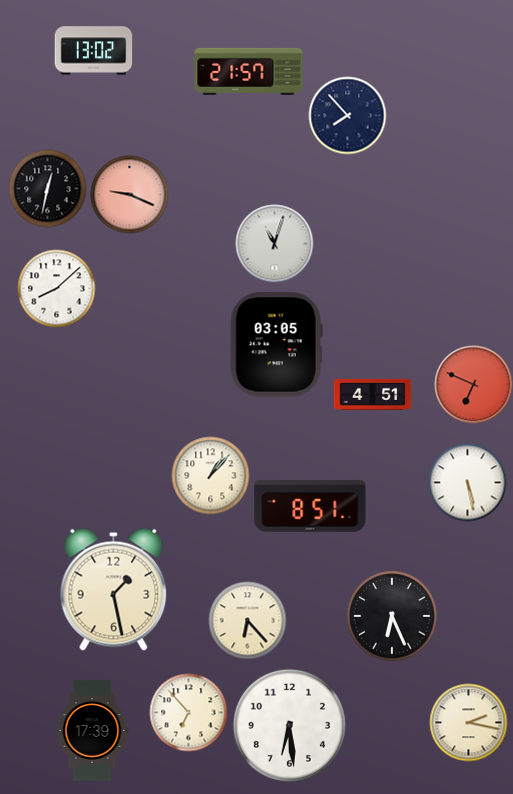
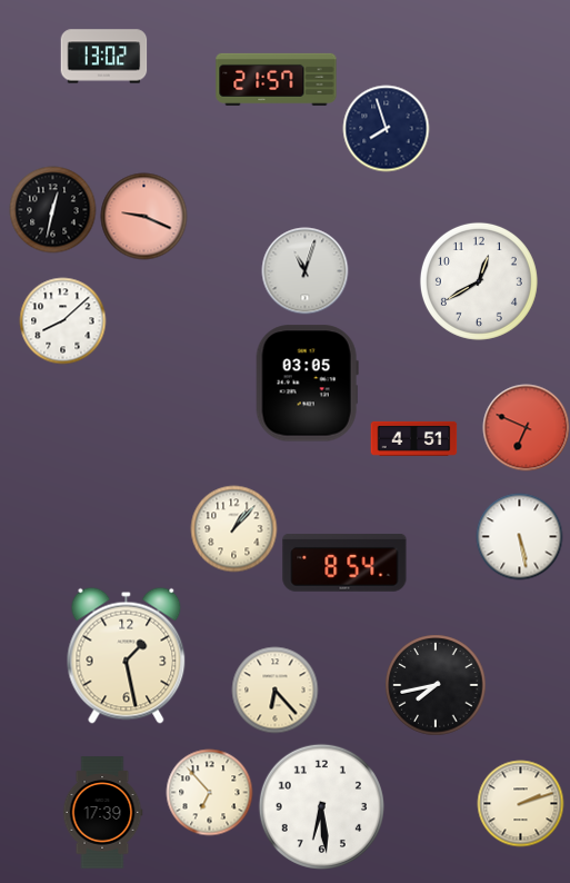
clock at (347, 115): 7:53 -> 7:57
clock at (479, 281): none -> 12:40
clock at (310, 506): 8:51 -> 8:54
clock at (392, 616): 6:26 -> 7:43
clock at (468, 722): 2:17 -> 2:12
